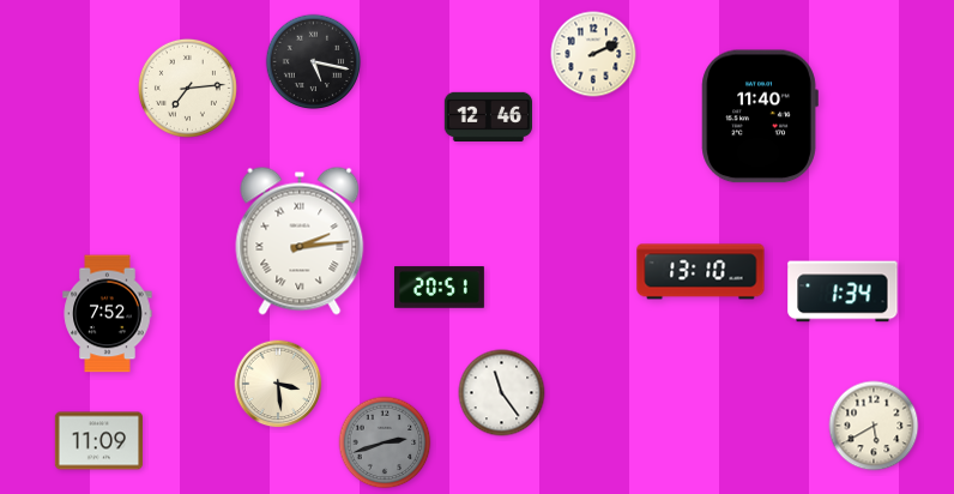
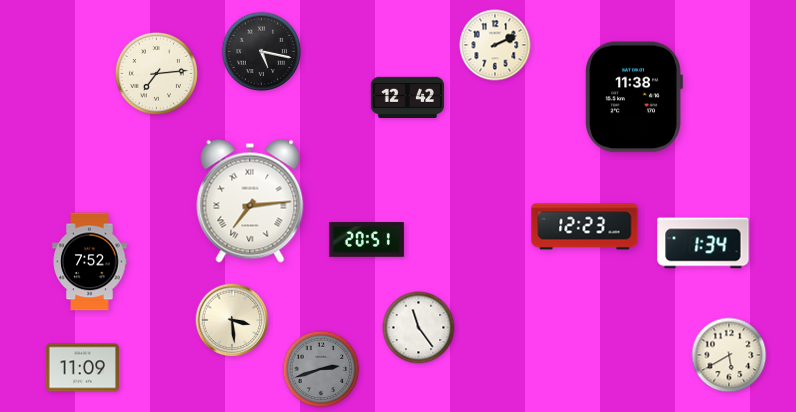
clock at (488, 116): 12:46 -> 12:42
clock at (760, 116): 11:40 -> 11:38
clock at (300, 241): 2:14 -> 7:14
clock at (701, 272): 13:10 -> 12:23
